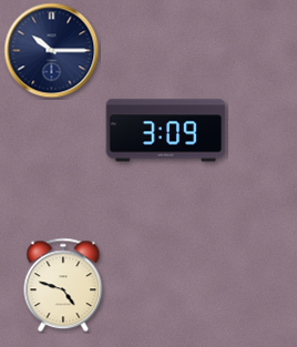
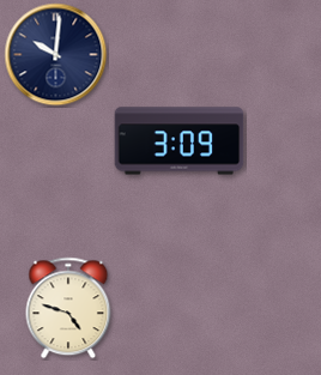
clock at (52, 51): 10:15 -> 10:01
